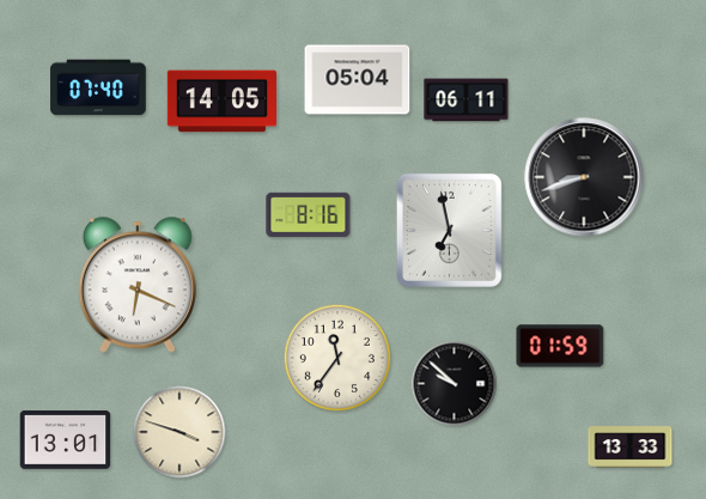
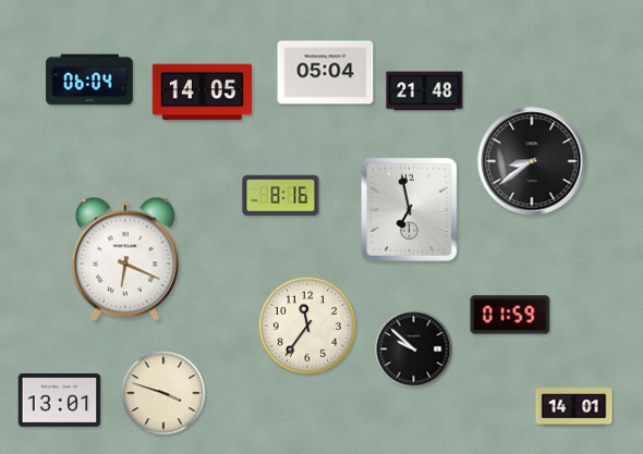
clock at (98, 87): 07:40 -> 06:04
clock at (467, 101): 06:11 -> 21:48
clock at (584, 177): 8:42 -> 8:39
clock at (631, 448): 13:33 -> 14:01
